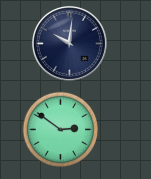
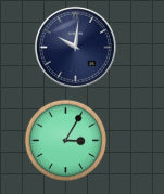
clock at (61, 130): 2:51 -> 3:05
